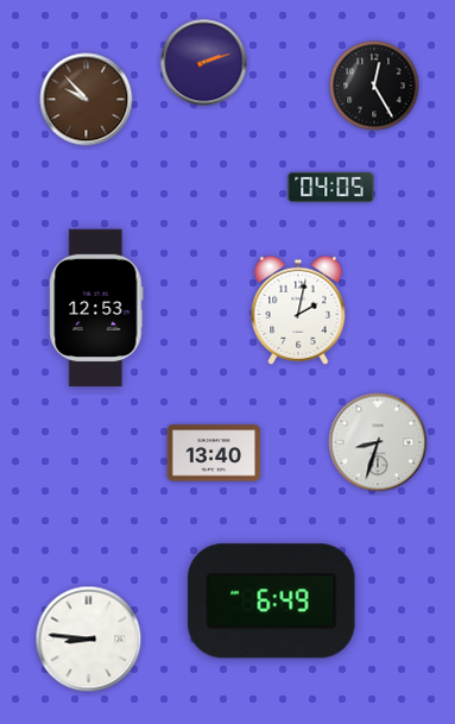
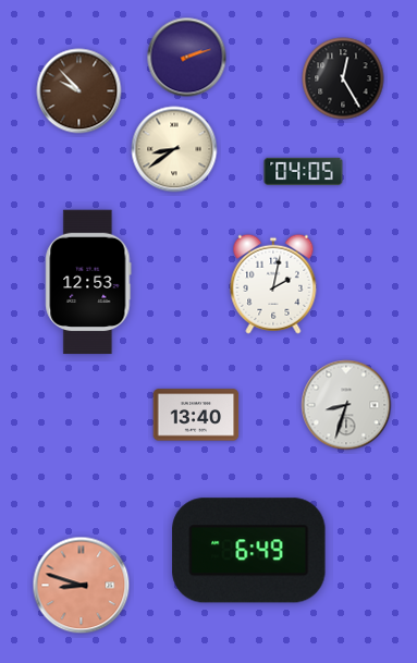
clock at (174, 149): none -> 8:39
clock at (89, 640): 8:46 -> 8:48
clock at (89, 640) dial: white -> salmon
